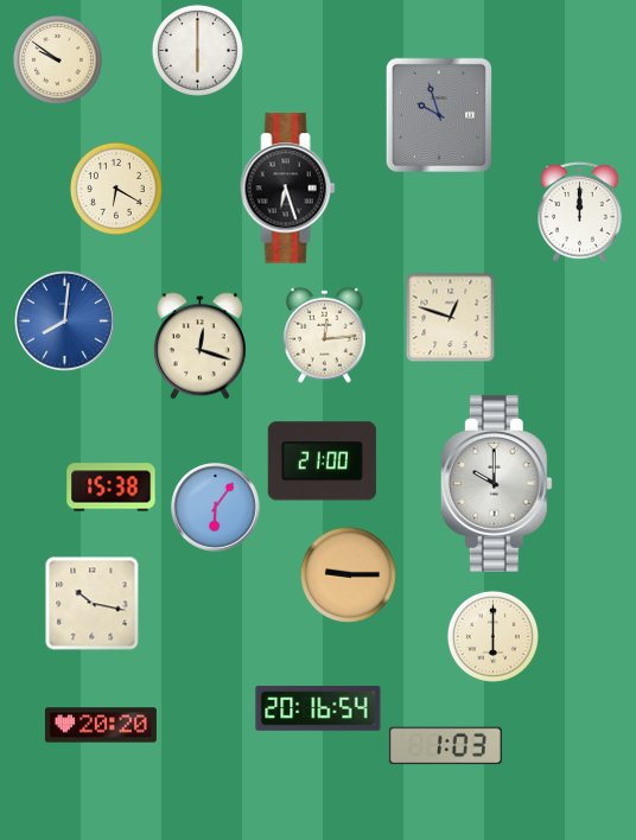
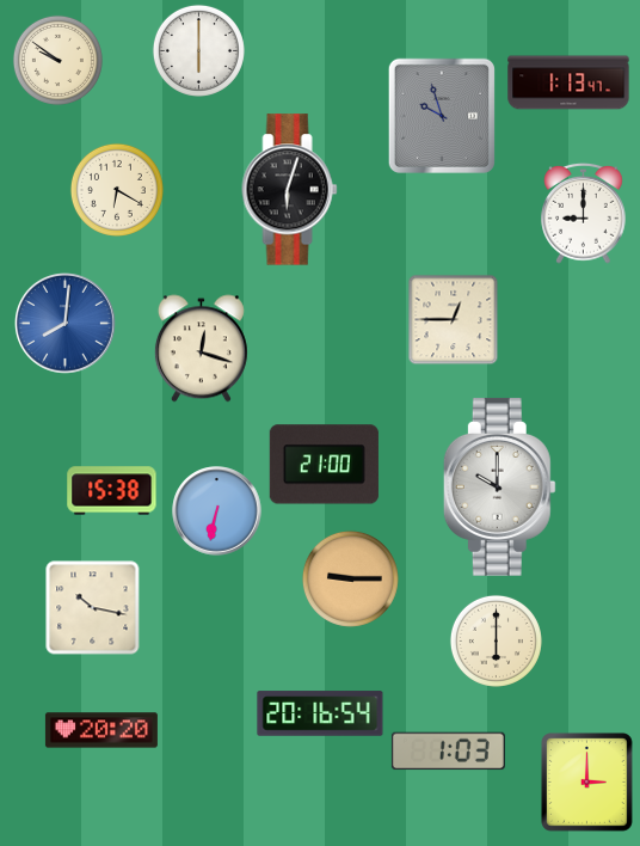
clock at (568, 82): none -> 1:13
clock at (288, 189): 6:27 -> 6:03
clock at (580, 211): 12:00 -> 9:00
clock at (451, 318): 12:48 -> 12:45
clock at (325, 335): 12:14 -> none
clock at (216, 508): 6:06 -> 6:32
clock at (587, 783): none -> 3:00
